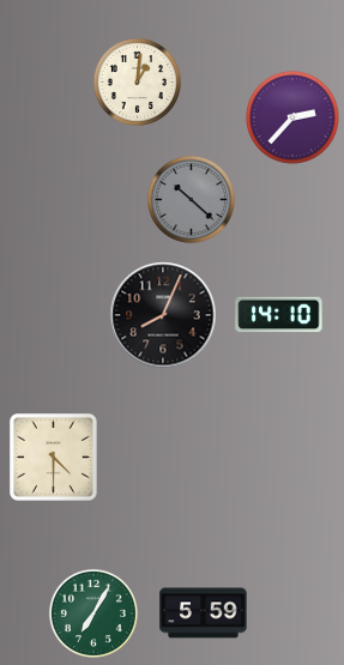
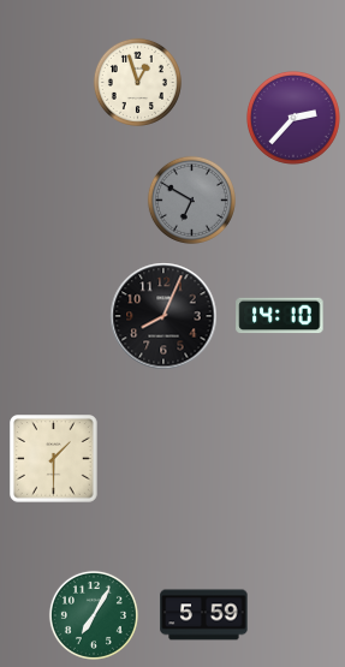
clock at (137, 81): 1:01 -> 12:57
clock at (191, 199): 10:22 -> 6:50
clock at (54, 458): 4:30 -> 1:30
